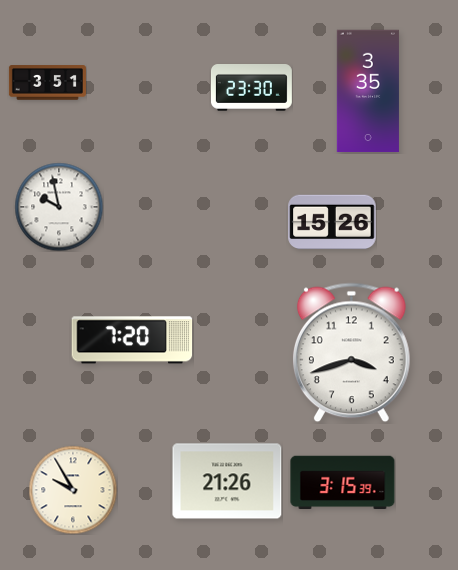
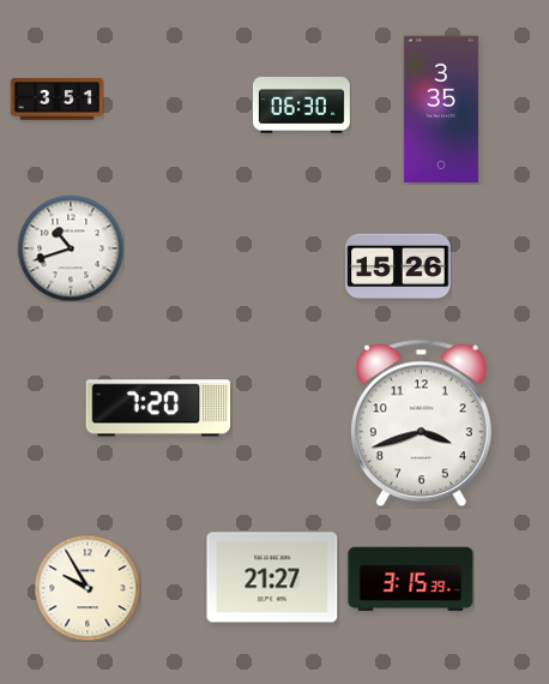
clock at (251, 88): 23:30 -> 06:30
clock at (59, 207): 9:58 -> 10:42
clock at (227, 481): 21:26 -> 21:27
